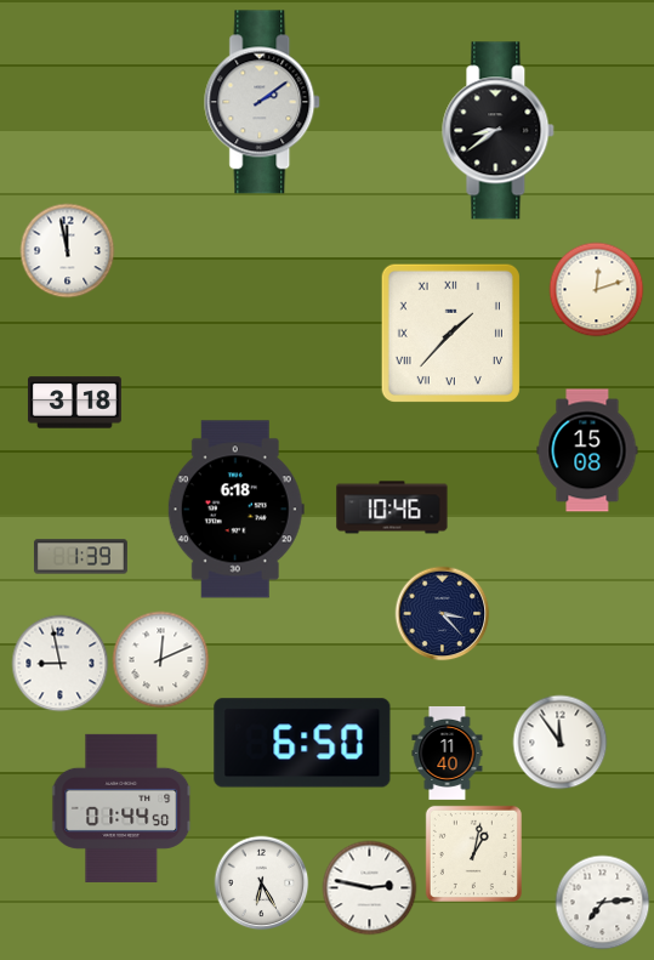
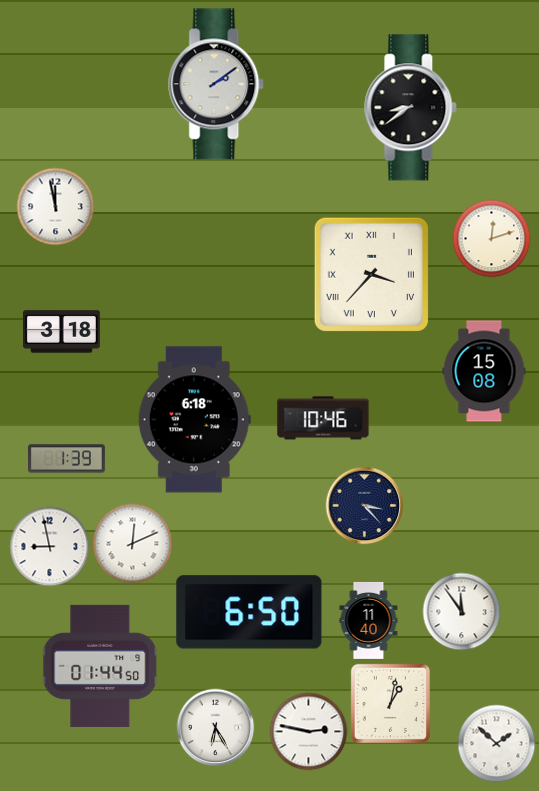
clock at (450, 333): 1:37 -> 3:37
clock at (369, 887) position: (369, 887) -> (308, 731)
clock at (602, 902): 7:14 -> 1:52
